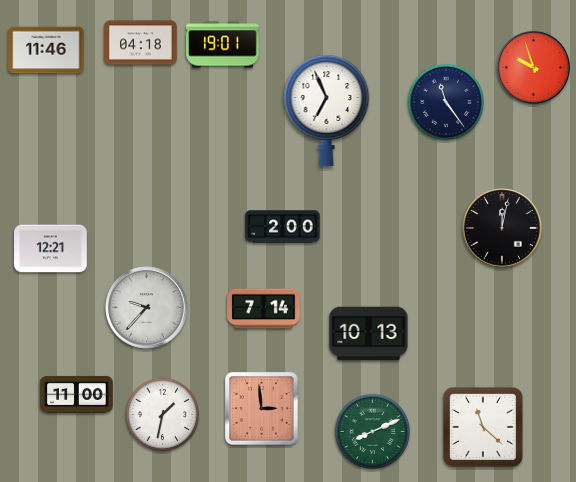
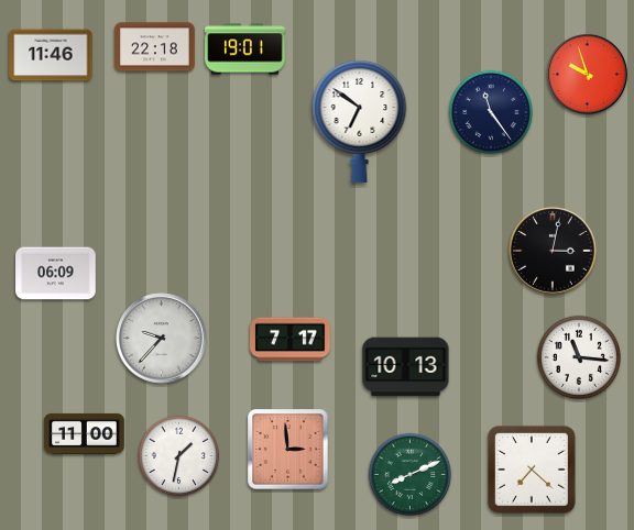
clock at (141, 43): 04:18 -> 22:18
clock at (327, 111): 6:56 -> 6:51
clock at (283, 227): 2:00 -> none
clock at (503, 229): 12:02 -> 3:02
clock at (51, 249): 12:21 -> 06:09
clock at (264, 309): 7:14 -> 7:17
clock at (578, 356): none -> 11:16
clock at (483, 427): 11:22 -> 7:22
